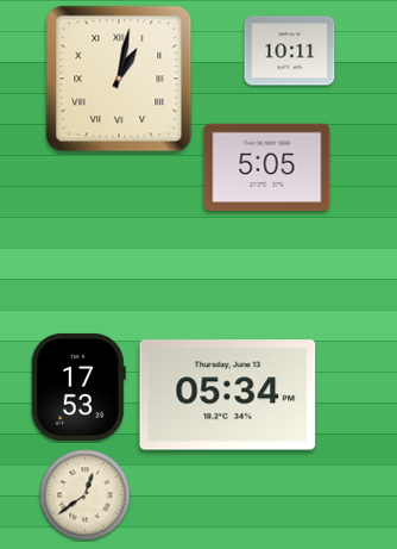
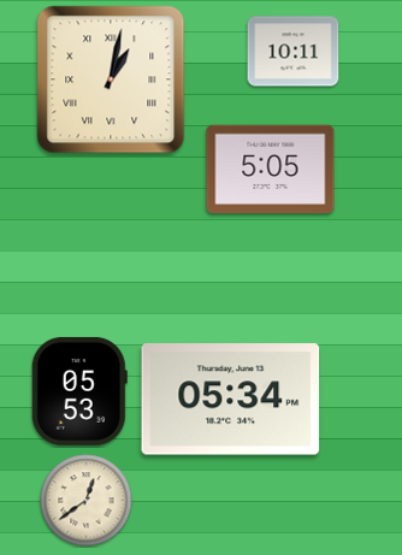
clock at (119, 79) position: (119, 79) -> (111, 79)
clock at (78, 387): 17:53 -> 05:53
